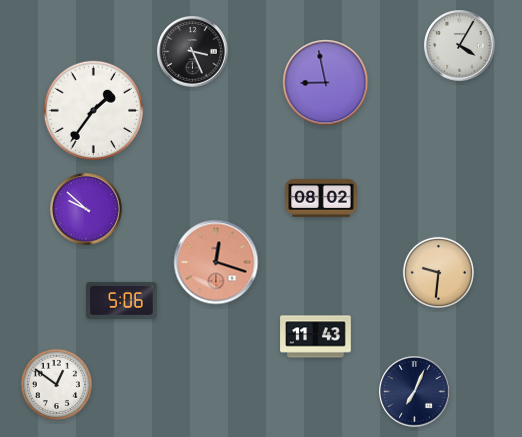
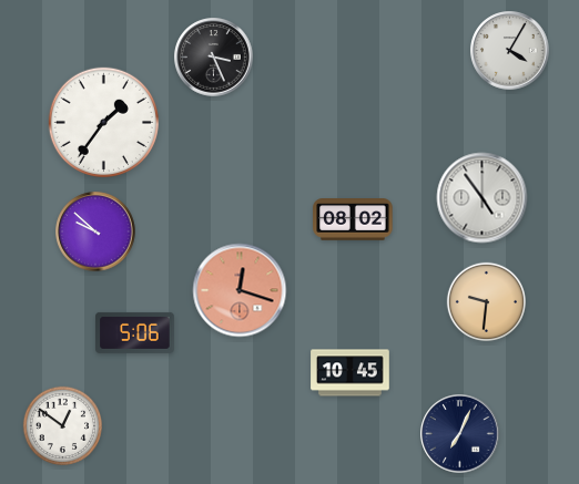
clock at (326, 83): 8:58 -> none
clock at (482, 198): none -> 4:54
clock at (321, 199) position: (321, 199) -> (353, 220)
clock at (316, 337): 11:43 -> 10:45
